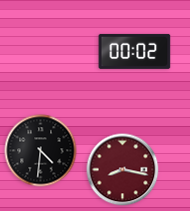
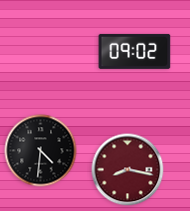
clock at (135, 51): 00:02 -> 09:02
clock at (123, 170) position: (123, 170) -> (128, 170)
